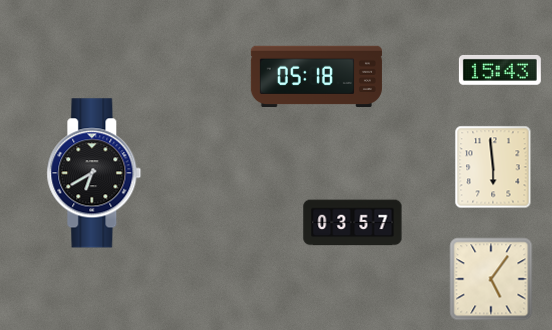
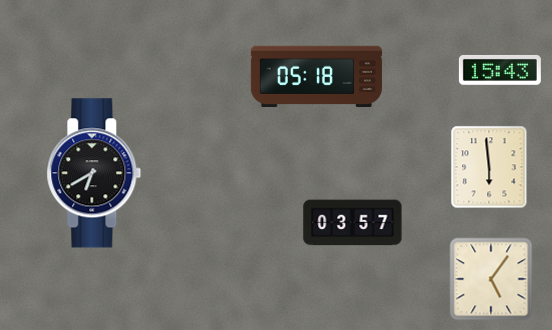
clock at (493, 167) position: (493, 167) -> (489, 167)
